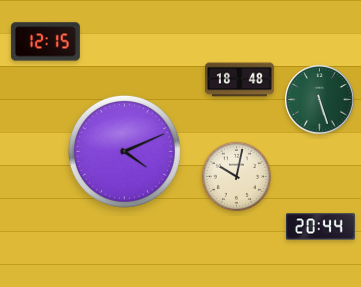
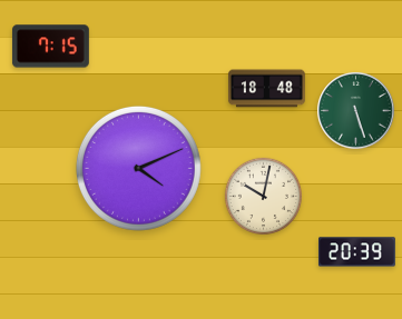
clock at (45, 42): 12:15 -> 7:15
clock at (321, 227): 20:44 -> 20:39
